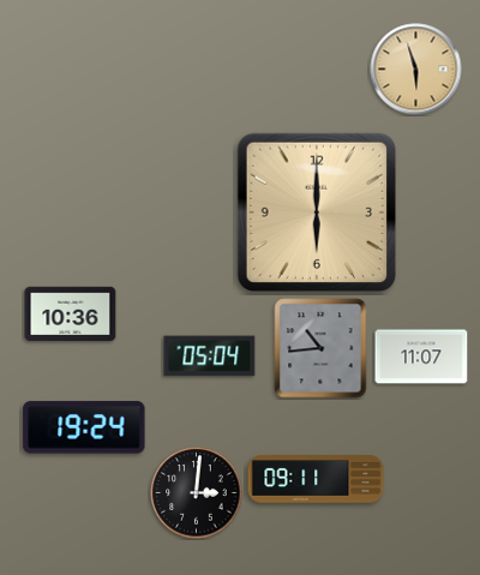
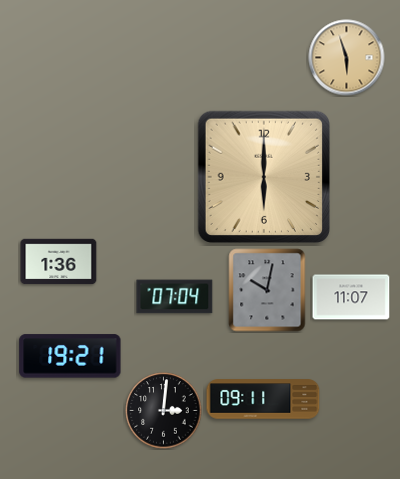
clock at (71, 315): 10:36 -> 1:36
clock at (320, 348): 10:44 -> 10:02
clock at (210, 357): 05:04 -> 07:04
clock at (84, 427): 19:24 -> 19:21
